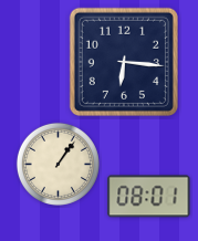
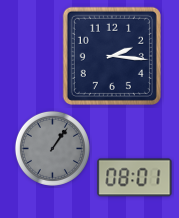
clock at (124, 62): 6:16 -> 2:16
clock at (58, 164) dial: cream -> grey
